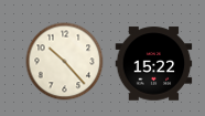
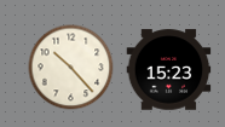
clock at (154, 64): 15:22 -> 15:23
